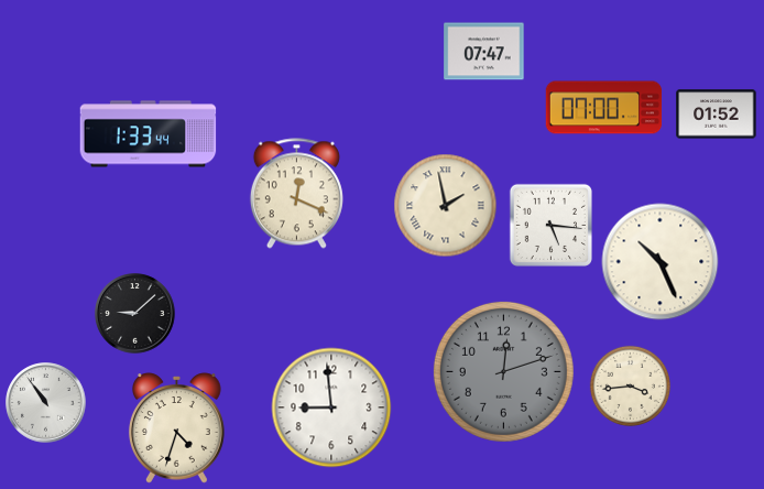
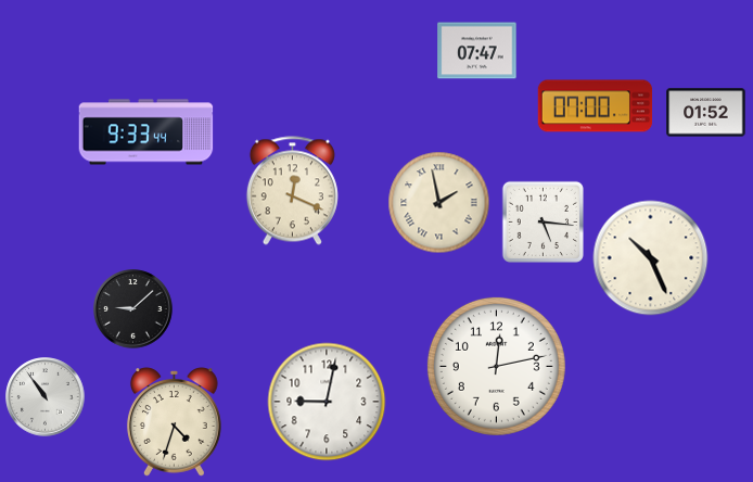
clock at (149, 134): 1:33 -> 9:33
clock at (503, 371): 12:12 -> 12:13
clock at (503, 371) dial: grey -> white
clock at (630, 385): 3:44 -> none
clock at (331, 407): 8:59 -> 9:02
